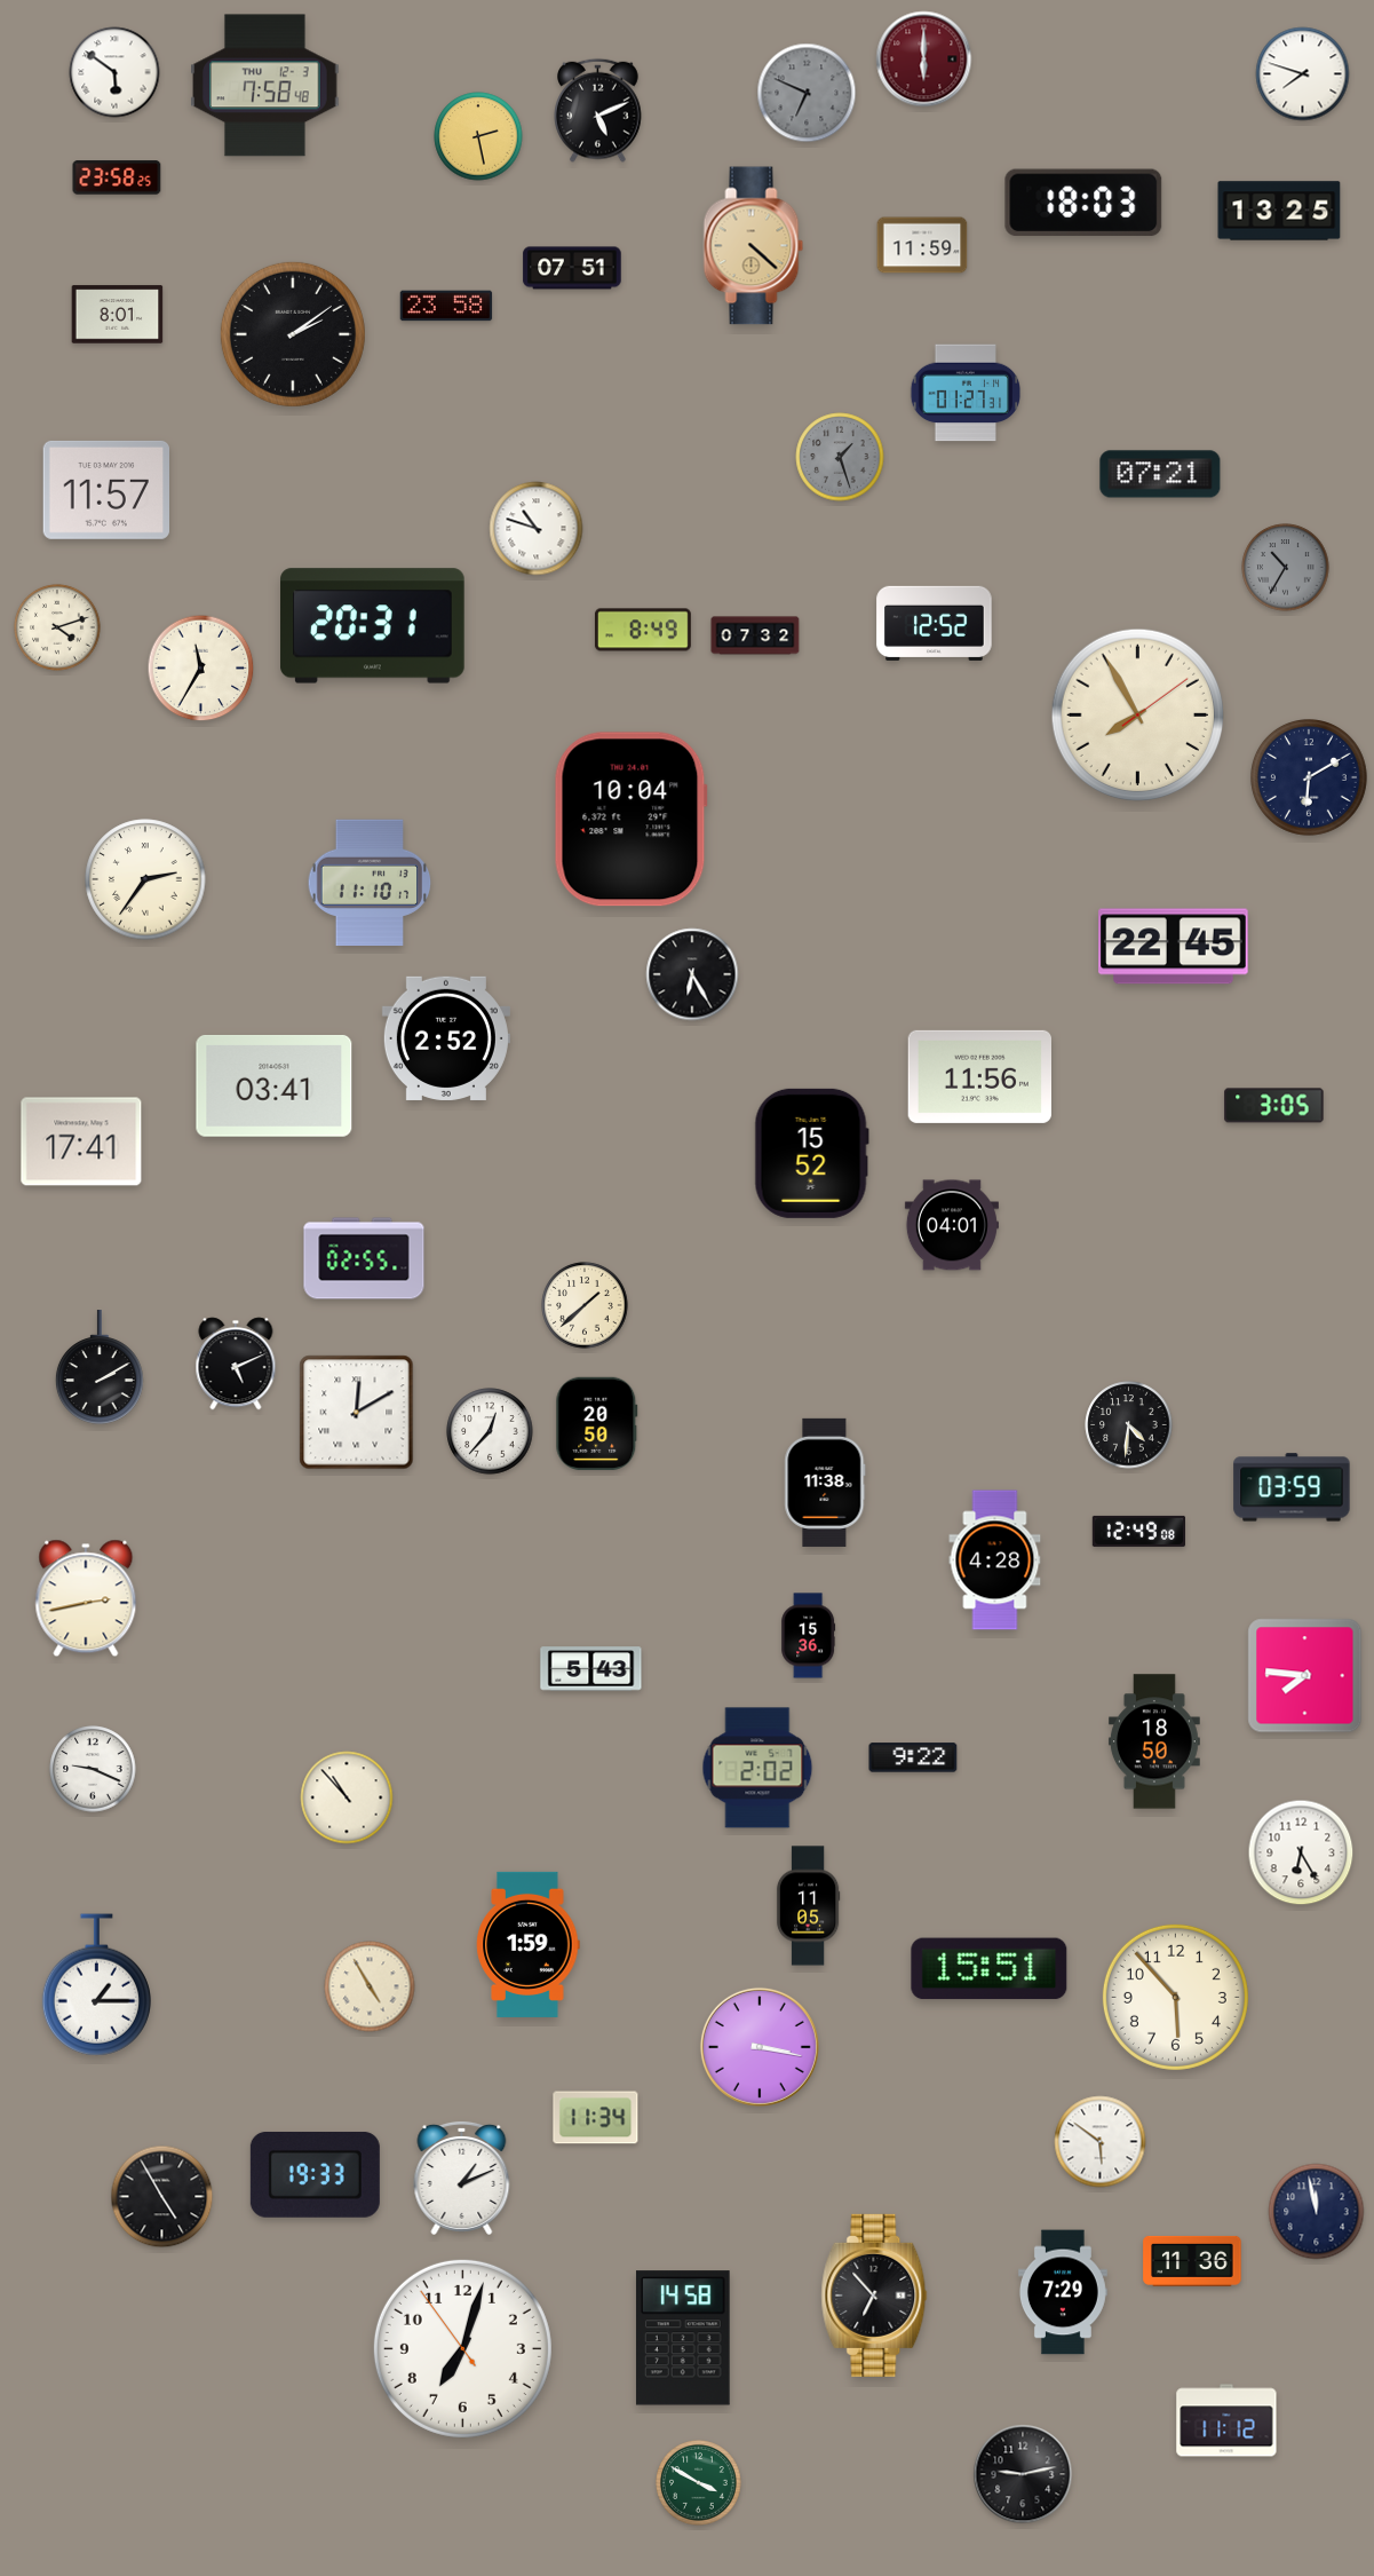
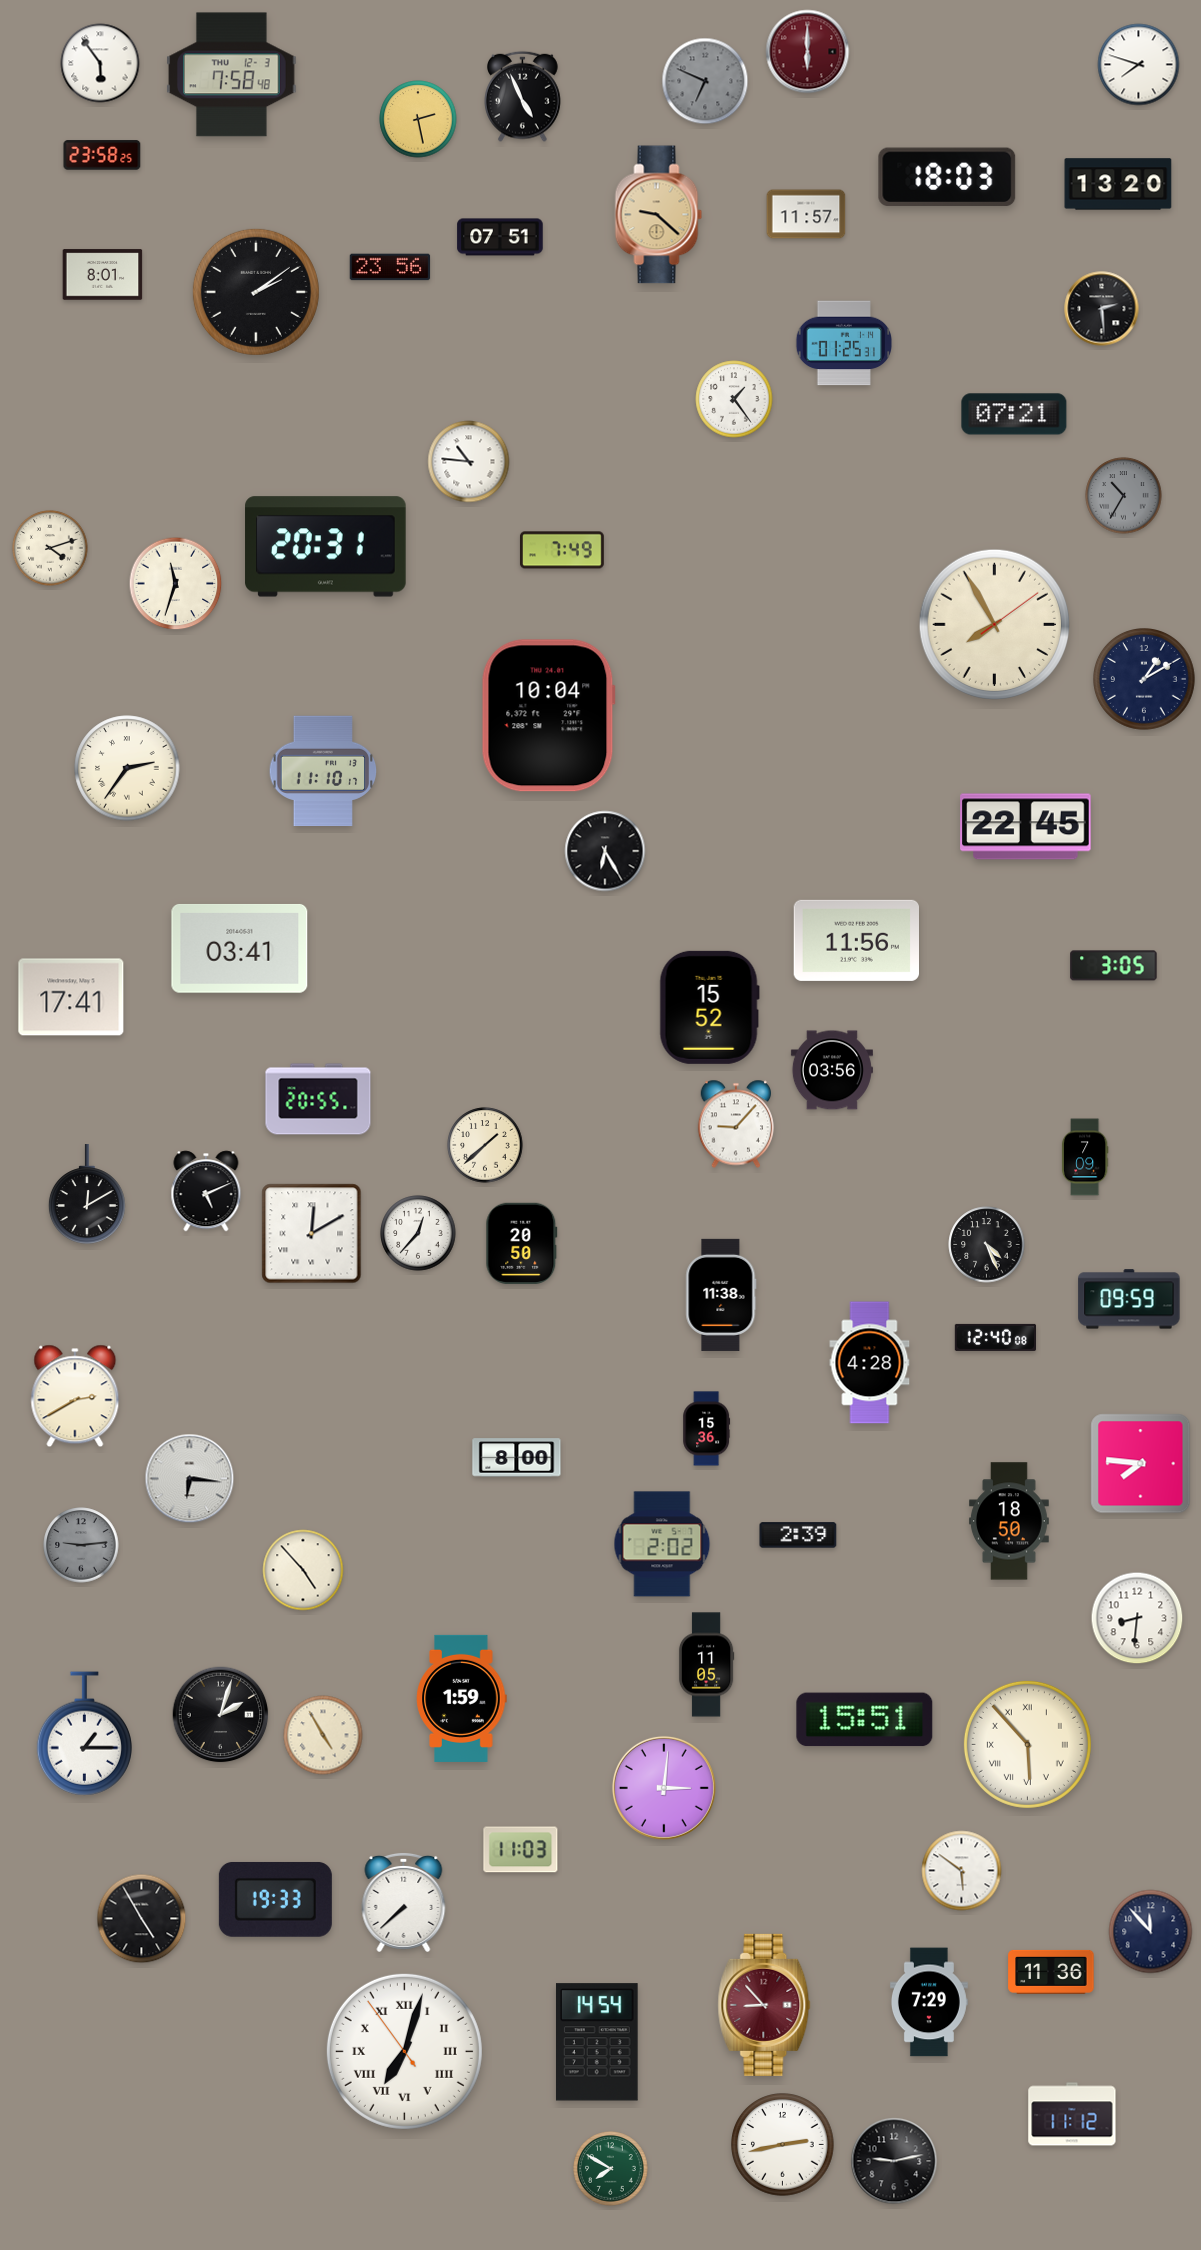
clock at (114, 72): 5:51 -> 5:54
clock at (598, 110): 5:11 -> 4:56
clock at (1279, 211): 13:25 -> 13:20
clock at (922, 245): 11:59 -> 11:57
clock at (754, 246): 4:22 -> 9:22
clock at (572, 268) position: (572, 268) -> (500, 237)
clock at (446, 306): 23:58 -> 23:56
clock at (1102, 309): none -> 2:29
clock at (966, 393): 01:27 -> 01:25
clock at (840, 457): 1:27 -> 1:24
clock at (840, 457) dial: grey -> white
clock at (105, 490): 11:57 -> none
clock at (537, 529): 10:48 -> 10:46
clock at (935, 623): 12:52 -> none
clock at (643, 630): 8:49 -> 7:49
clock at (755, 635): 07:32 -> none
clock at (201, 669): 11:35 -> 11:33
clock at (1310, 779): 6:10 -> 1:10
clock at (630, 820) position: (630, 820) -> (548, 716)
clock at (446, 1038): 2:52 -> none
clock at (952, 1225): 04:01 -> 03:56
clock at (364, 1258): 02:55 -> 20:55
clock at (736, 1124): none -> 9:07
clock at (585, 1305) position: (585, 1305) -> (485, 1145)
clock at (1085, 1157): none -> 7:09
clock at (100, 1367): 2:10 -> 12:10
clock at (1129, 1425): 4:31 -> 4:26
clock at (490, 1431) position: (490, 1431) -> (418, 1233)
clock at (1292, 1487): 03:59 -> 09:59
clock at (1138, 1531): 12:49 -> 12:40
clock at (86, 1598): 2:43 -> 2:40
clock at (591, 1669): 5:43 -> 8:00
clock at (190, 1479): none -> 6:16
clock at (913, 1757): 9:22 -> 2:39
clock at (93, 1769): 9:19 -> 9:14
clock at (93, 1769) dial: white -> grey
clock at (347, 1797): 10:53 -> 4:53
clock at (1301, 1852): 6:25 -> 8:31
clock at (221, 1715): none -> 2:03
clock at (1175, 1997) numerals: Arabic -> Roman
clock at (760, 2047): 3:17 -> 3:01
clock at (596, 2118): 11:34 -> 11:03
clock at (462, 2178): 1:11 -> 7:38
clock at (1317, 2212): 11:58 -> 11:53
clock at (1192, 2261) position: (1192, 2261) -> (1051, 1972)
clock at (874, 2296): 6:53 -> 8:53
clock at (874, 2296) dial: black -> burgundy
clock at (683, 2338): 14:58 -> 14:54
clock at (462, 2348) numerals: Arabic -> Roman
clock at (783, 2145): none -> 2:43
clock at (699, 2483): 3:50 -> 7:50
